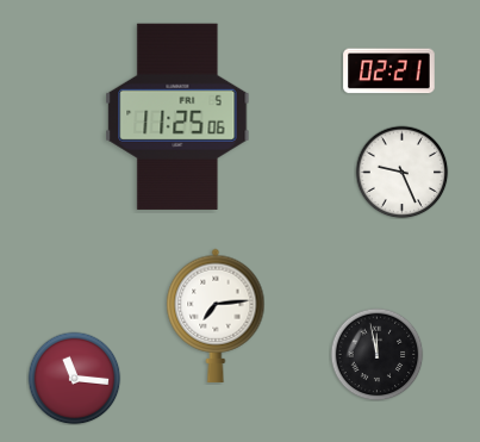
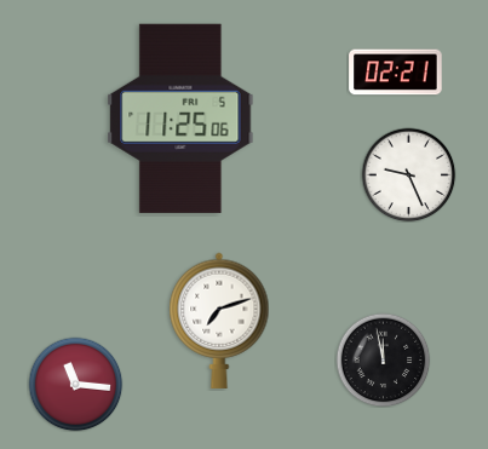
clock at (216, 316): 7:14 -> 7:12
